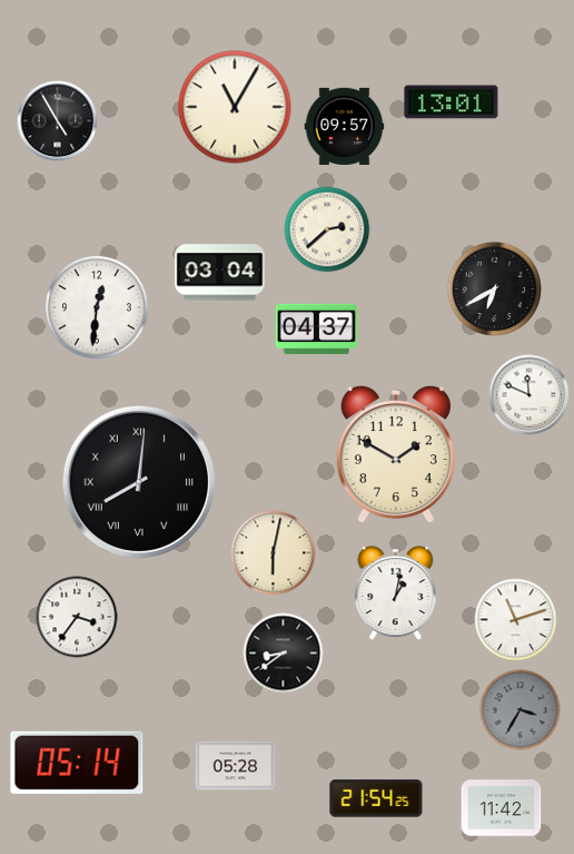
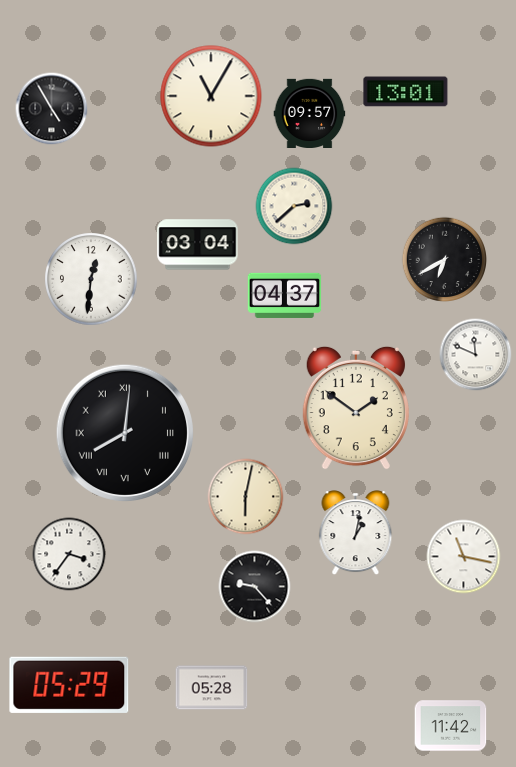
clock at (97, 307) position: (97, 307) -> (91, 279)
clock at (396, 454): 1:50 -> 1:51
clock at (516, 620): 11:12 -> 11:17
clock at (284, 654): 8:39 -> 9:23
clock at (521, 710): 3:35 -> none
clock at (77, 763): 05:14 -> 05:29
clock at (376, 798): 21:54 -> none
